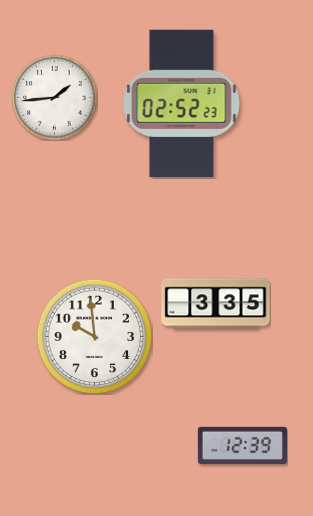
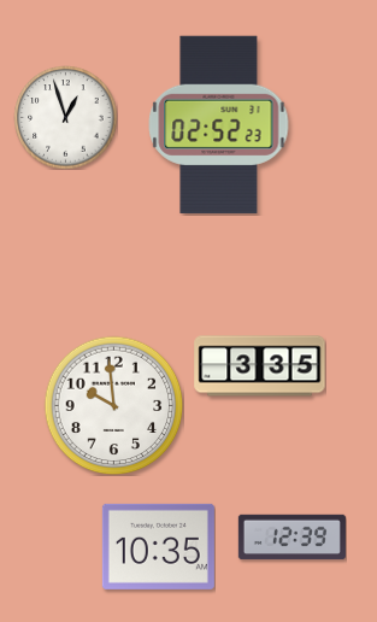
clock at (54, 97): 1:44 -> 12:57
clock at (158, 546): none -> 10:35
